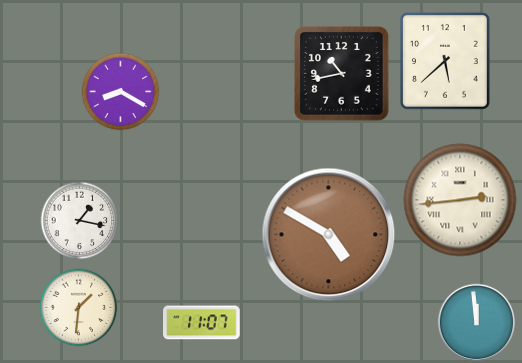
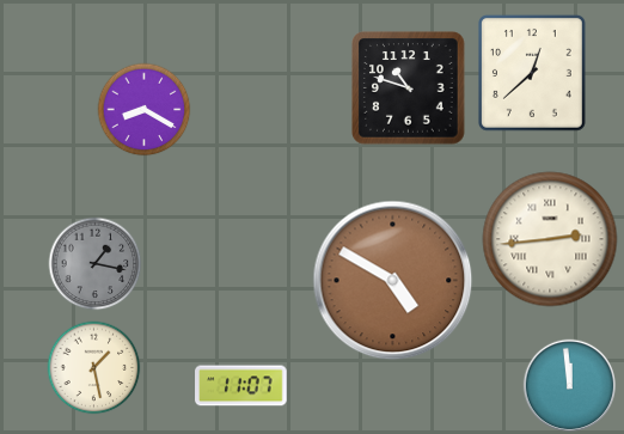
clock at (445, 61): 5:38 -> 12:38
clock at (342, 74): 10:43 -> 10:48
clock at (79, 220) dial: white -> grey
clock at (78, 307): 1:31 -> 1:28
